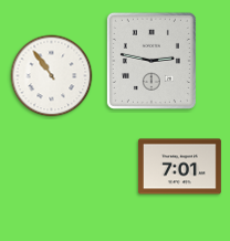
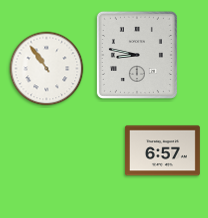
clock at (151, 61): 2:47 -> 8:47
clock at (179, 167): 7:01 -> 6:57
